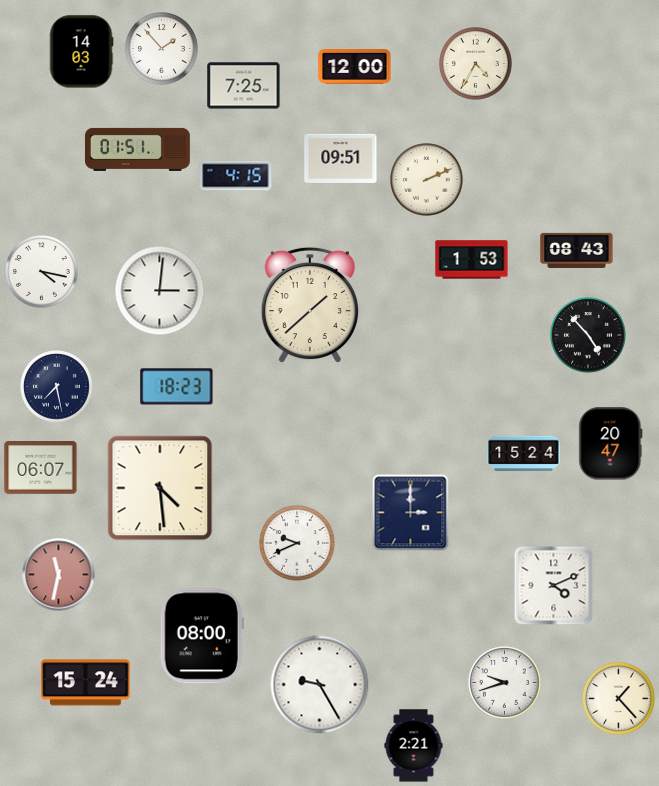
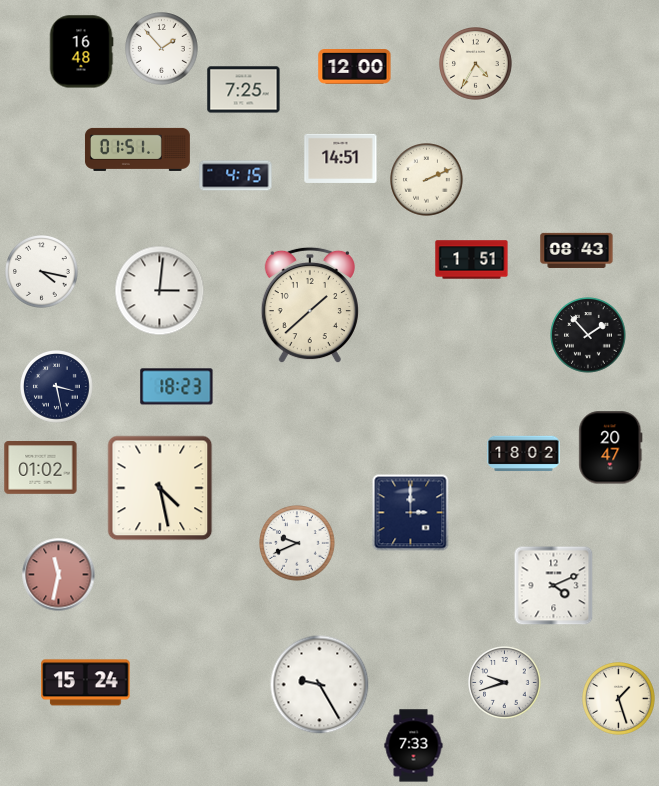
clock at (81, 52): 14:03 -> 16:48
clock at (244, 86) position: (244, 86) -> (244, 90)
clock at (341, 158): 09:51 -> 14:51
clock at (472, 260): 1:53 -> 1:51
clock at (588, 335): 4:53 -> 1:53
clock at (57, 387): 7:28 -> 3:28
clock at (611, 444) position: (611, 444) -> (611, 448)
clock at (524, 454): 15:24 -> 18:02
clock at (41, 468): 06:07 -> 01:02
clock at (160, 488): 4:29 -> 4:28
clock at (202, 636): 08:00 -> none
clock at (619, 699): 1:23 -> 1:27
clock at (414, 746): 2:21 -> 7:33
